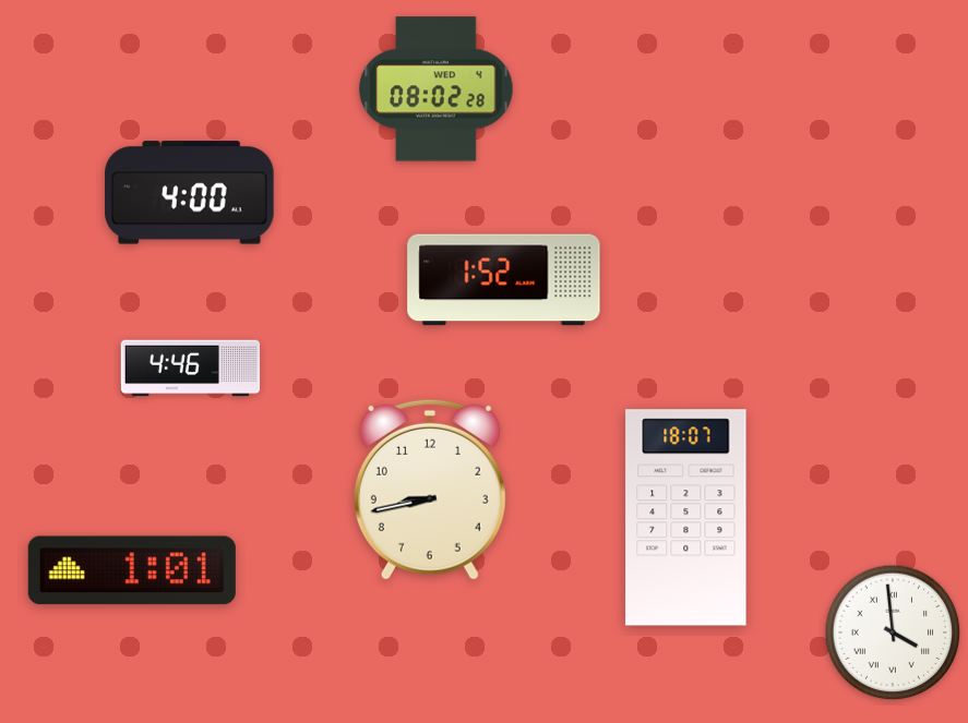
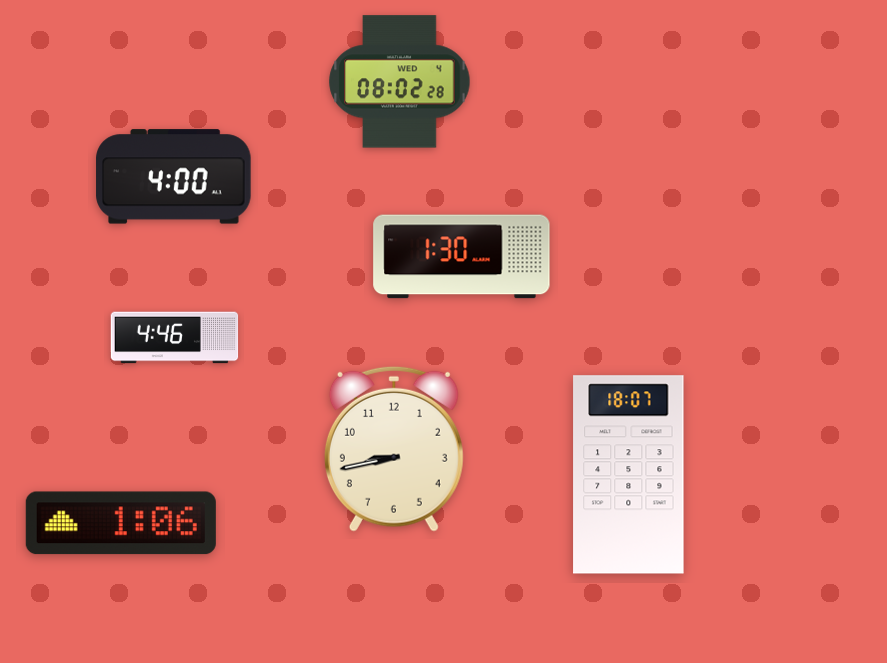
clock at (504, 280): 1:52 -> 1:30
clock at (132, 570): 1:01 -> 1:06
clock at (893, 632): 3:59 -> none
